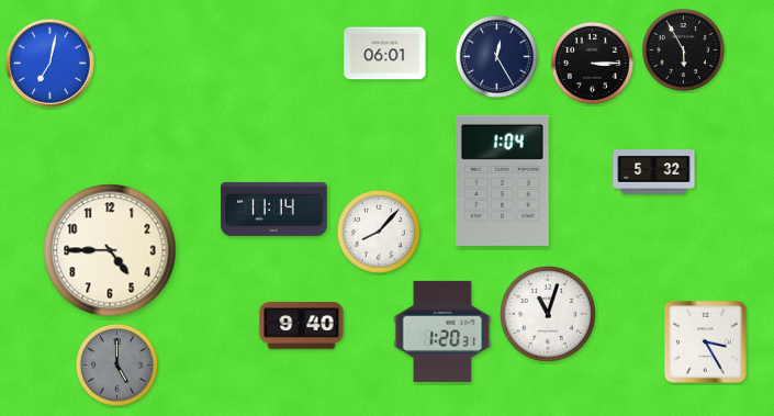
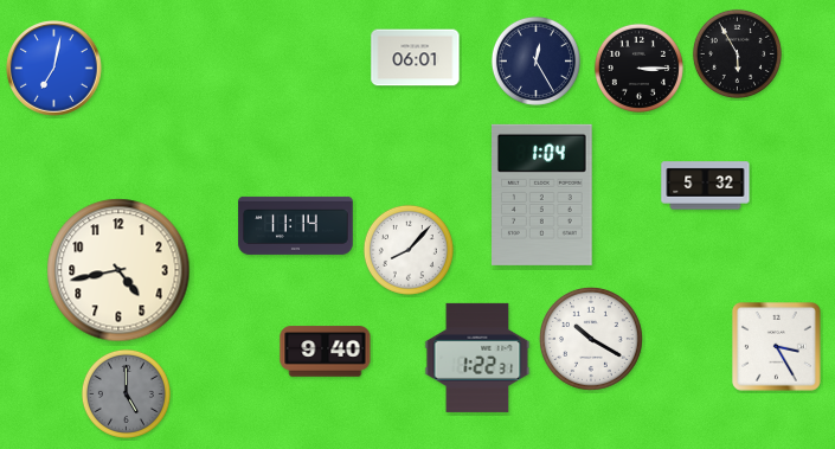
clock at (110, 250): 4:45 -> 4:43
clock at (548, 314): 11:03 -> 10:20
clock at (442, 331): 1:20 -> 1:22
clock at (706, 342) position: (706, 342) -> (777, 347)
